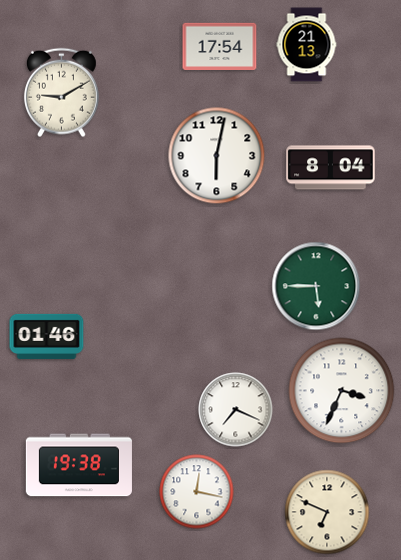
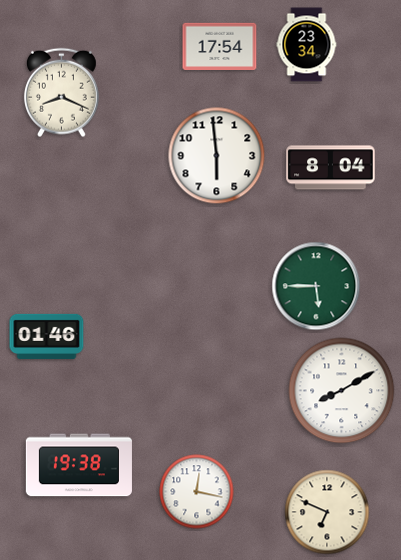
clock at (307, 45): 21:13 -> 23:34
clock at (61, 93): 9:10 -> 8:19
clock at (217, 156): 6:02 -> 5:59
clock at (342, 391): 3:34 -> 8:10
clock at (236, 410): 7:19 -> none
